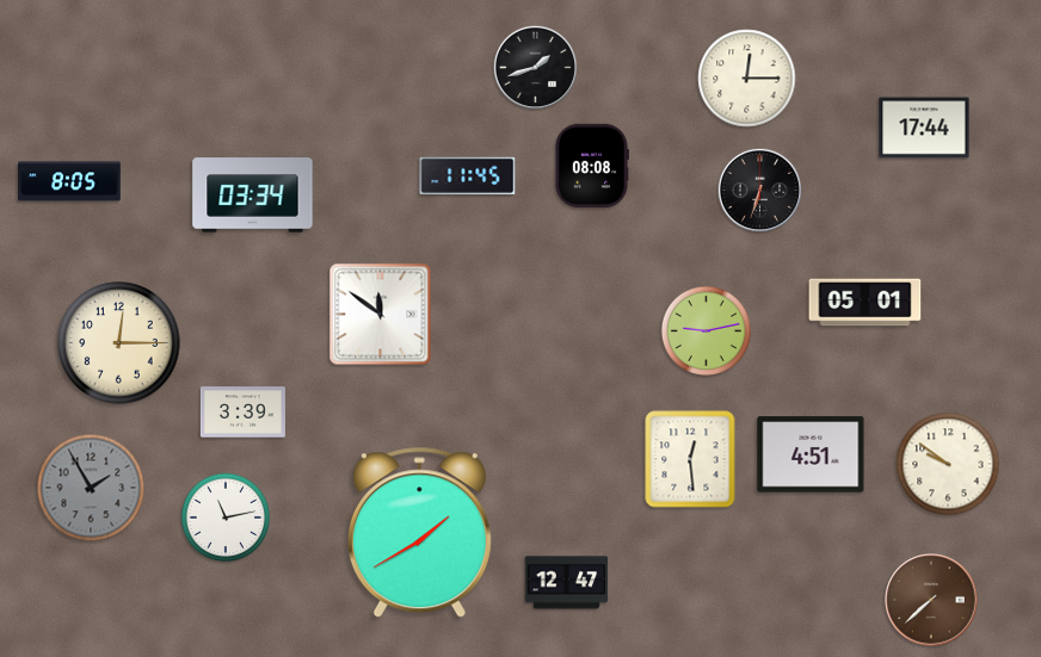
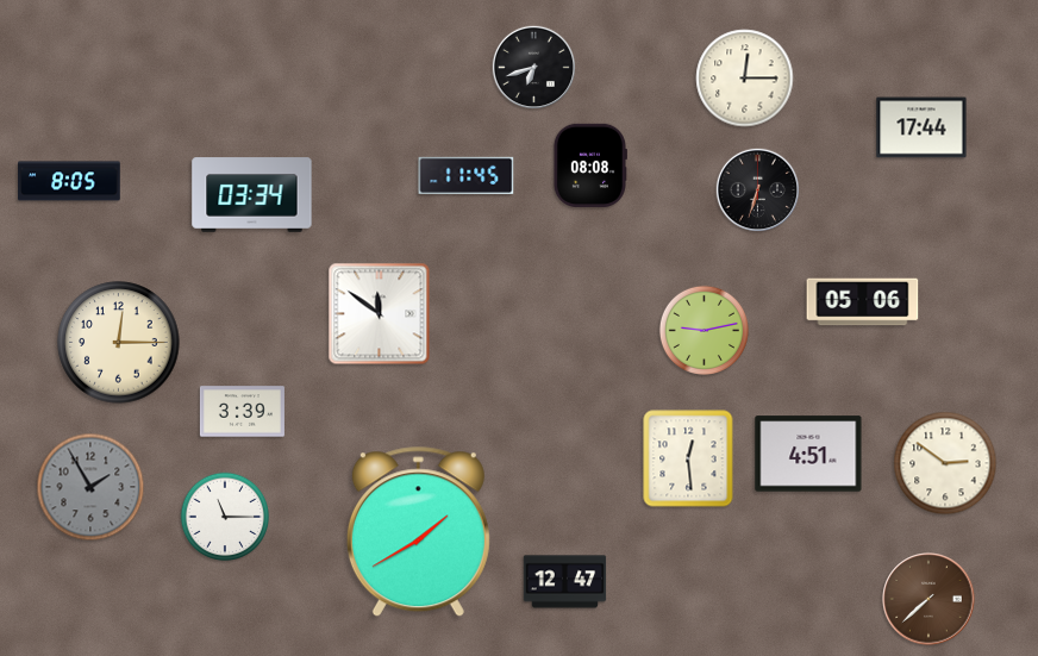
clock at (535, 67): 1:42 -> 6:42
clock at (866, 303): 05:01 -> 05:06
clock at (948, 464): 9:51 -> 2:51
clock at (226, 517): 11:13 -> 11:15
